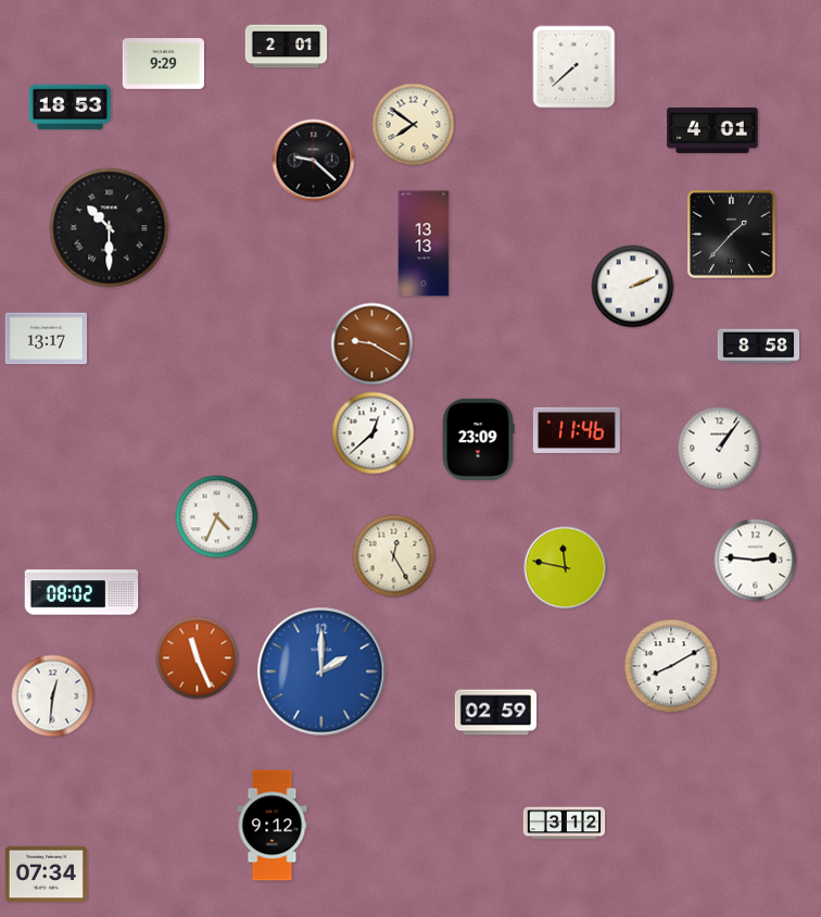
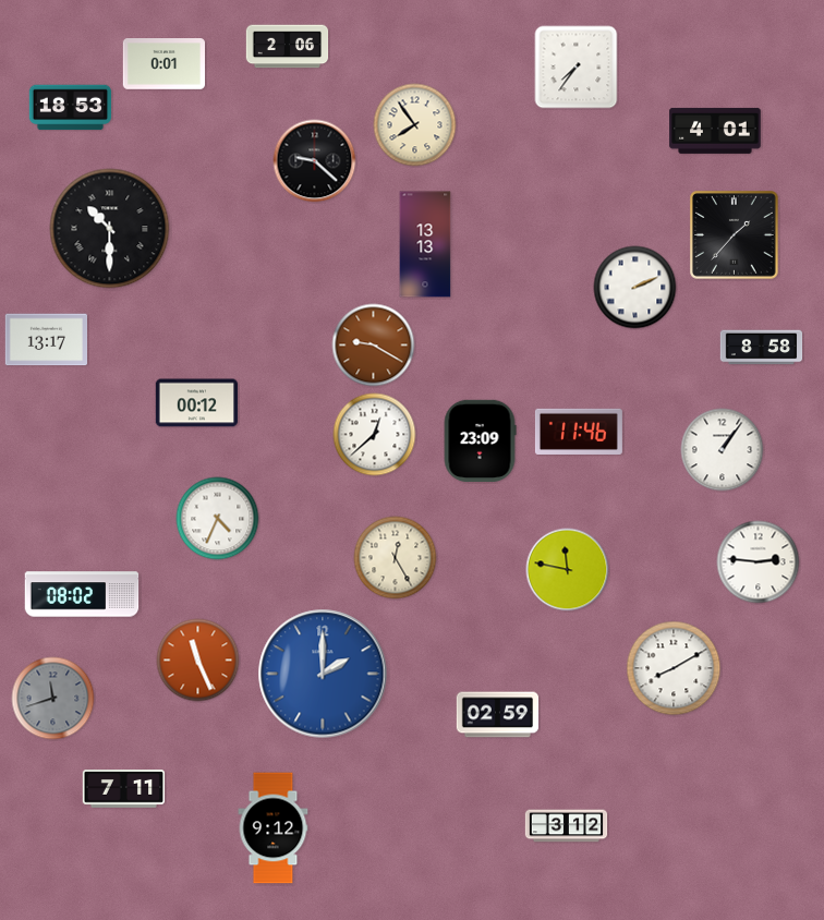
clock at (287, 47): 2:01 -> 2:06
clock at (164, 64): 9:29 -> 0:01
clock at (574, 67): 7:38 -> 7:36
clock at (414, 125): 7:51 -> 7:54
clock at (197, 403): none -> 00:12
clock at (53, 696): 12:31 -> 11:42
clock at (53, 696) dial: white -> grey
clock at (124, 789): none -> 7:11
clock at (47, 875): 07:34 -> none
